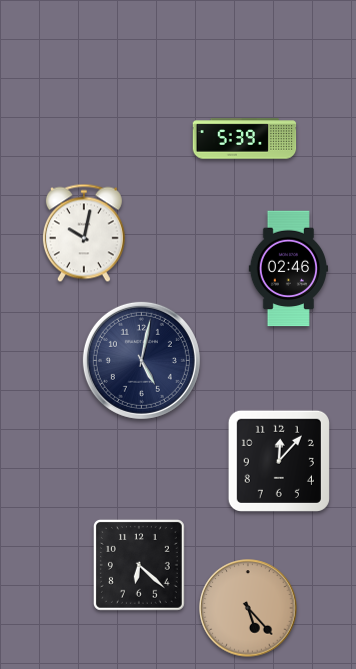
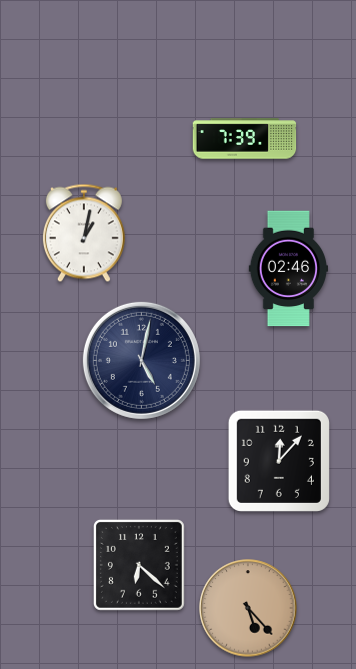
clock at (245, 139): 5:39 -> 7:39
clock at (84, 233): 10:02 -> 1:02
